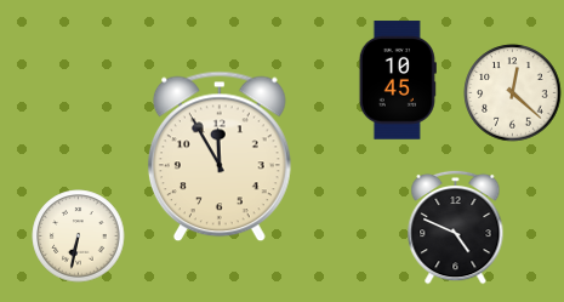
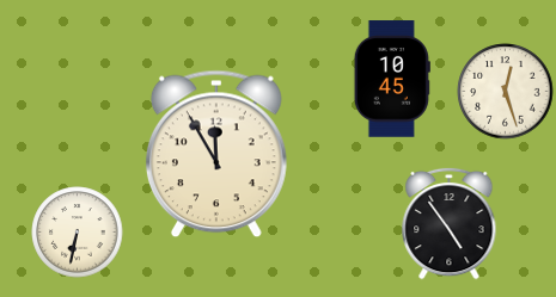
clock at (513, 93): 12:22 -> 12:27
clock at (456, 227): 4:49 -> 4:54
